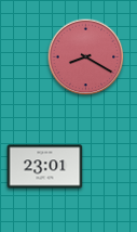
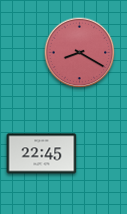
clock at (45, 167): 23:01 -> 22:45
